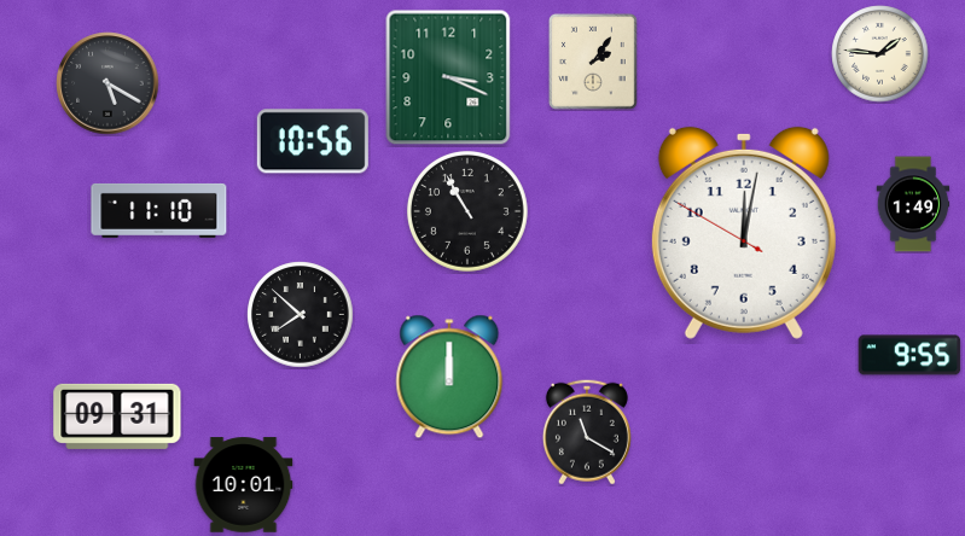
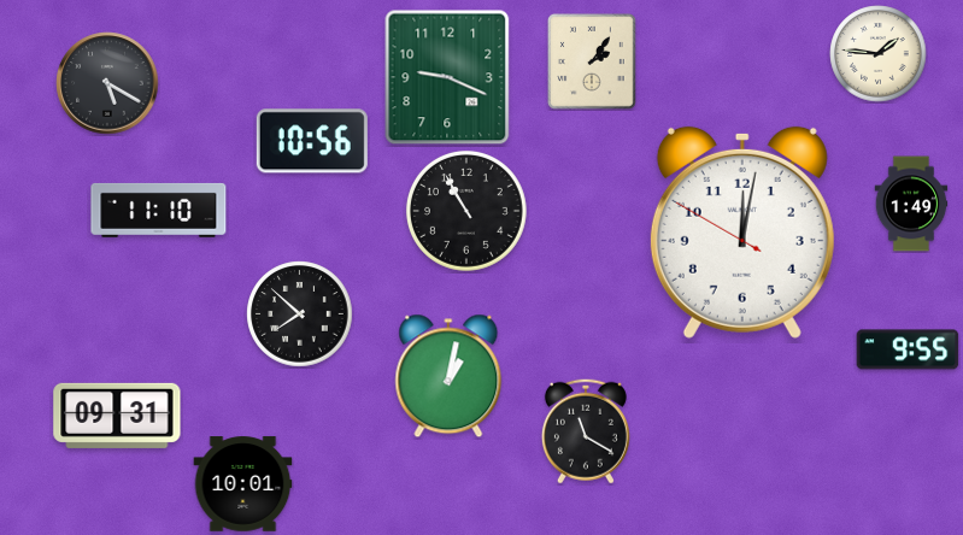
clock at (448, 77): 3:19 -> 9:19
clock at (909, 355) position: (909, 355) -> (908, 349)
clock at (449, 377): 12:00 -> 1:02
